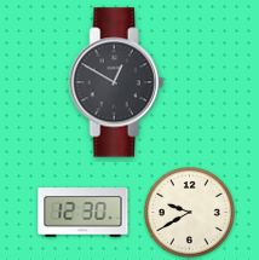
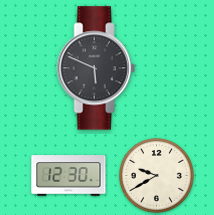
clock at (116, 82): 12:50 -> 5:49
